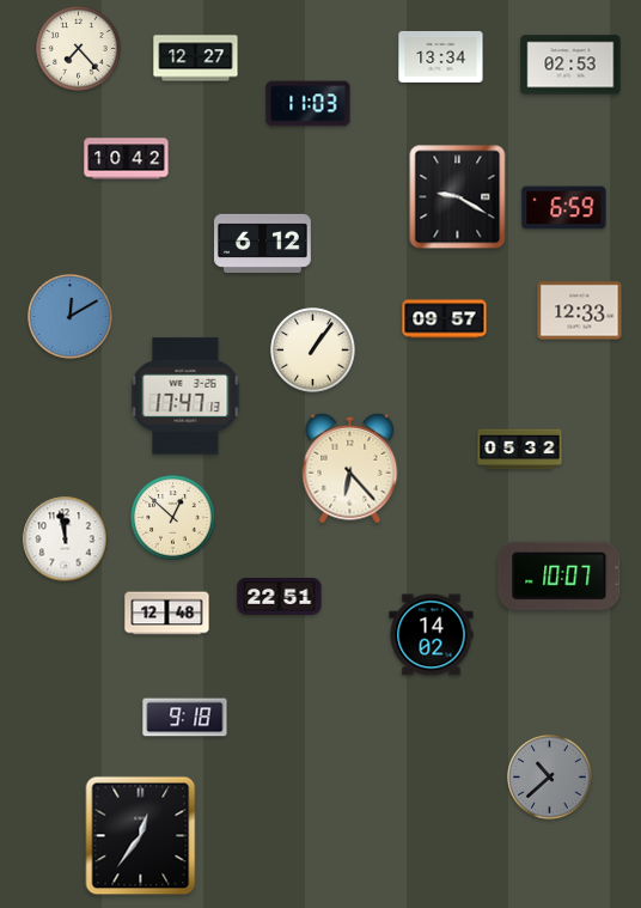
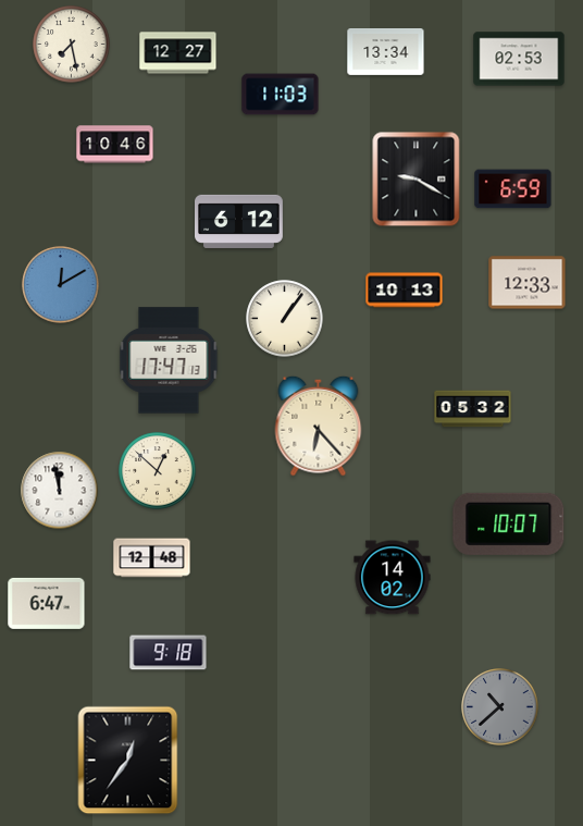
clock at (79, 49): 7:23 -> 7:28
clock at (441, 57) position: (441, 57) -> (386, 52)
clock at (127, 159): 10:42 -> 10:46
clock at (71, 317) position: (71, 317) -> (61, 285)
clock at (445, 319): 09:57 -> 10:13
clock at (280, 596): 22:51 -> none
clock at (47, 603): none -> 6:47
